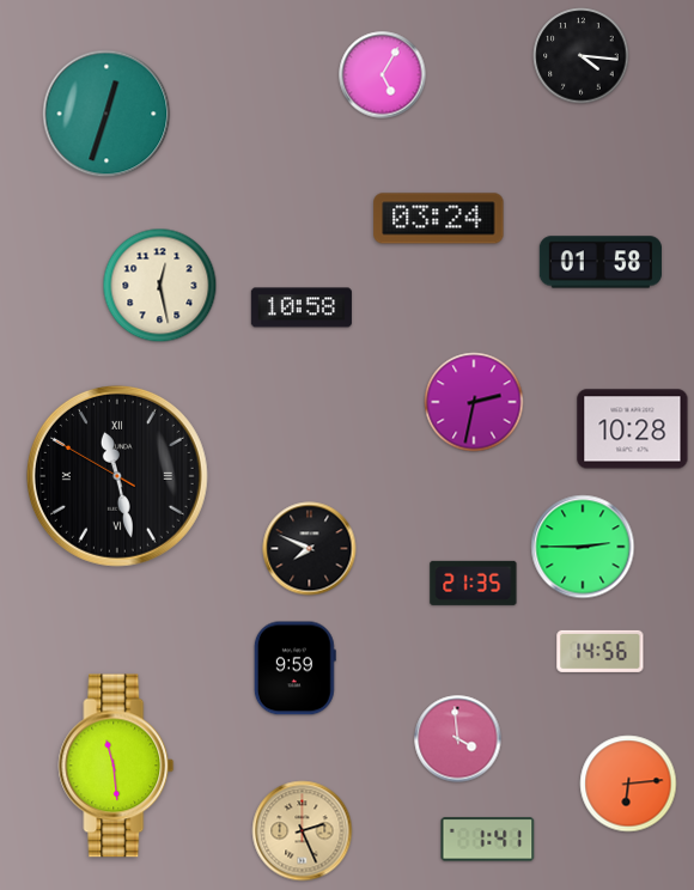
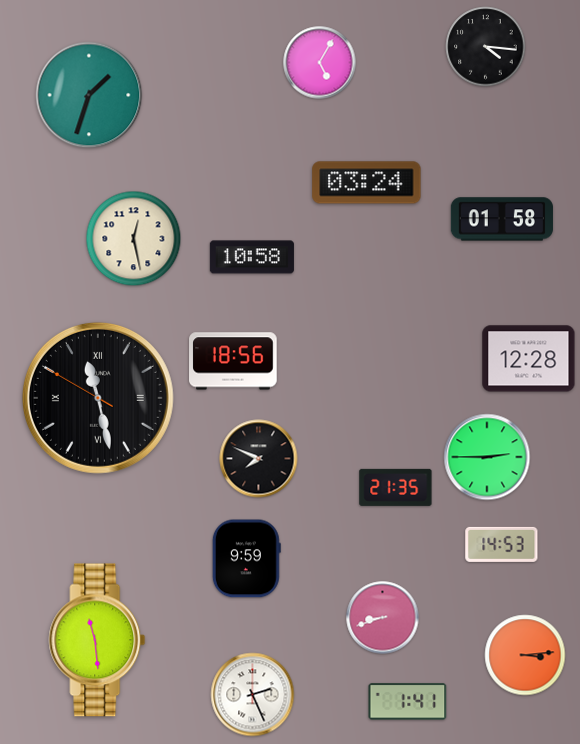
clock at (106, 114): 12:33 -> 1:33
clock at (474, 402): 2:32 -> none
clock at (633, 429): 10:28 -> 12:28
clock at (233, 361): none -> 18:56
clock at (601, 651): 14:56 -> 14:53
clock at (458, 739): 3:59 -> 8:42
clock at (628, 784): 6:14 -> 3:14
clock at (303, 831) dial: champagne -> white
